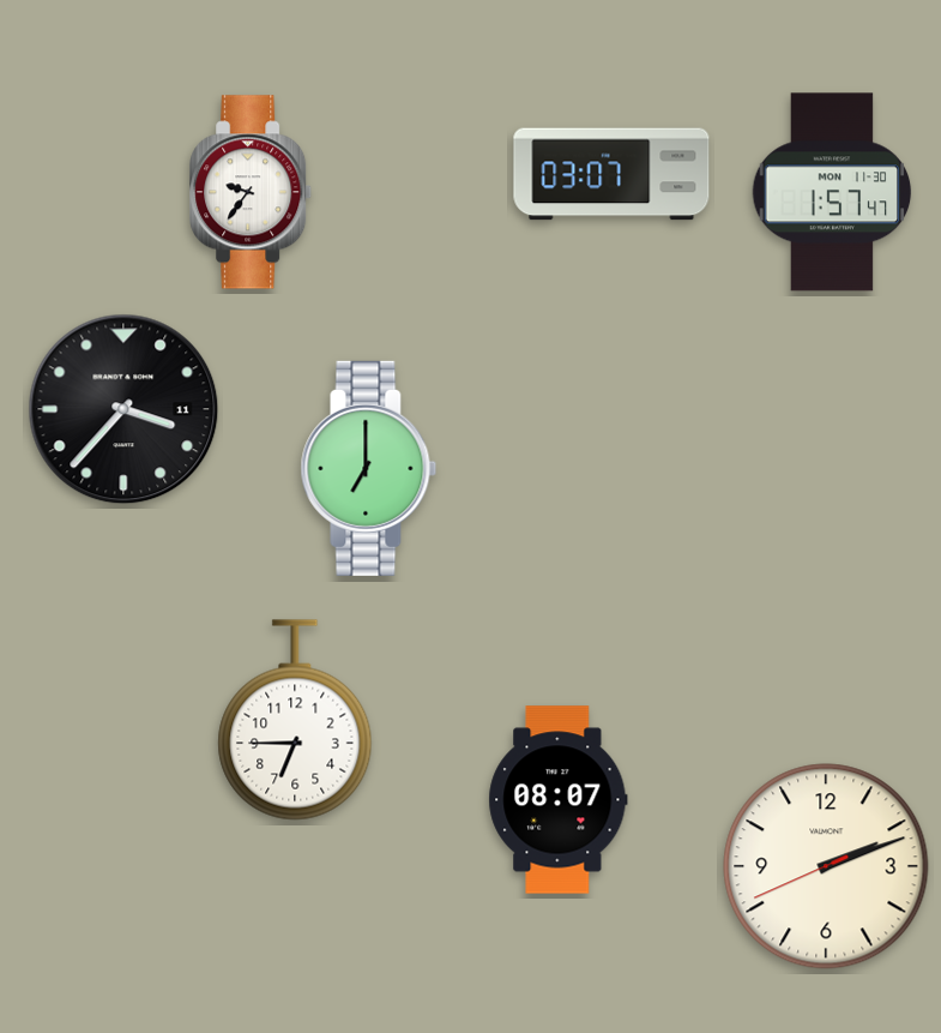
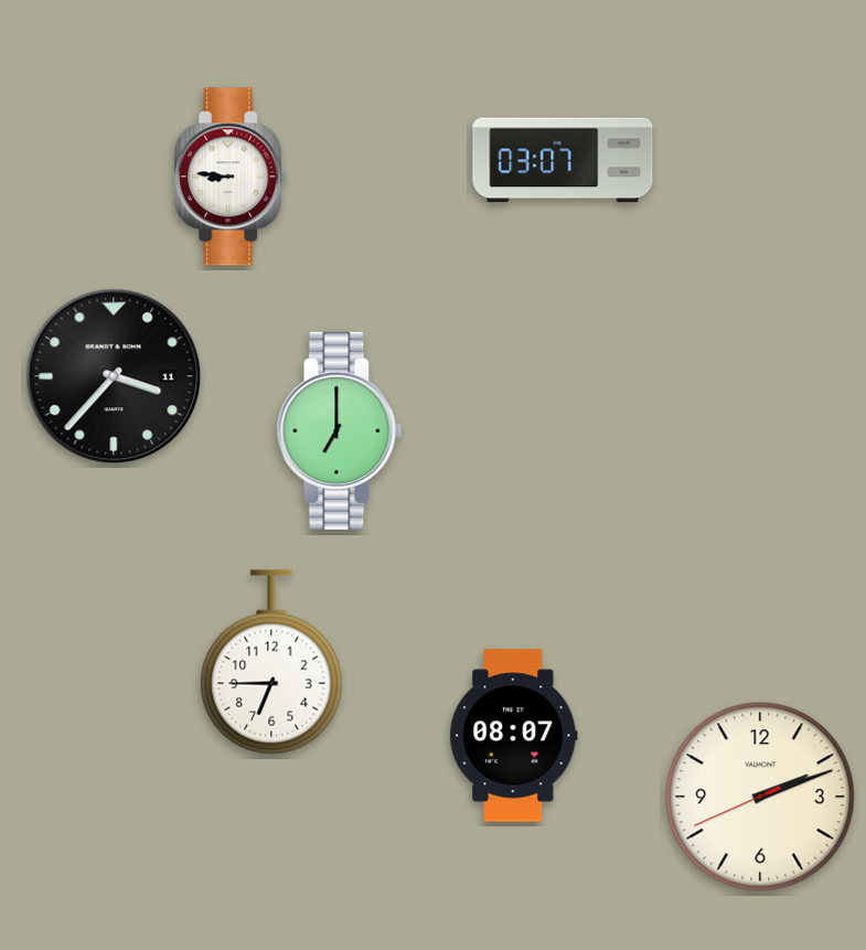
clock at (252, 192): 9:36 -> 8:46
clock at (832, 192): 1:57 -> none
